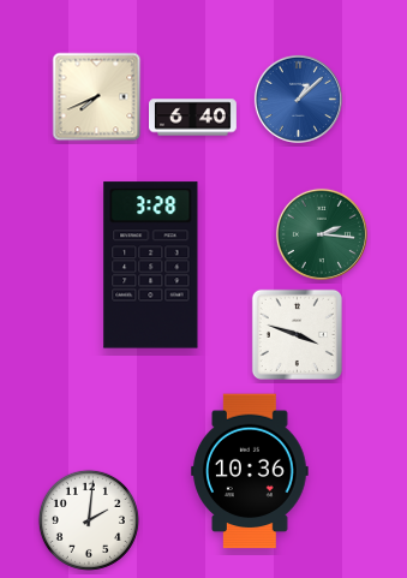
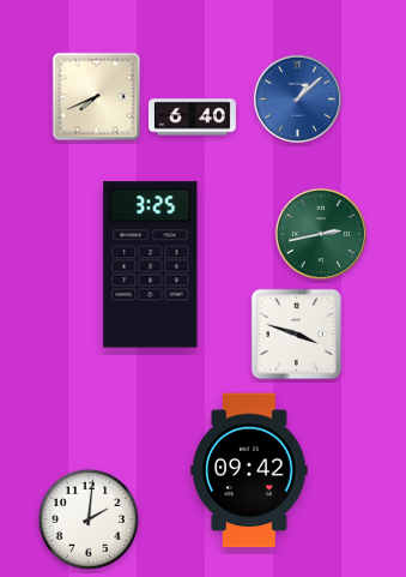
clock at (322, 234): 2:16 -> 2:43
clock at (151, 266): 3:28 -> 3:25
clock at (250, 471): 10:36 -> 09:42
